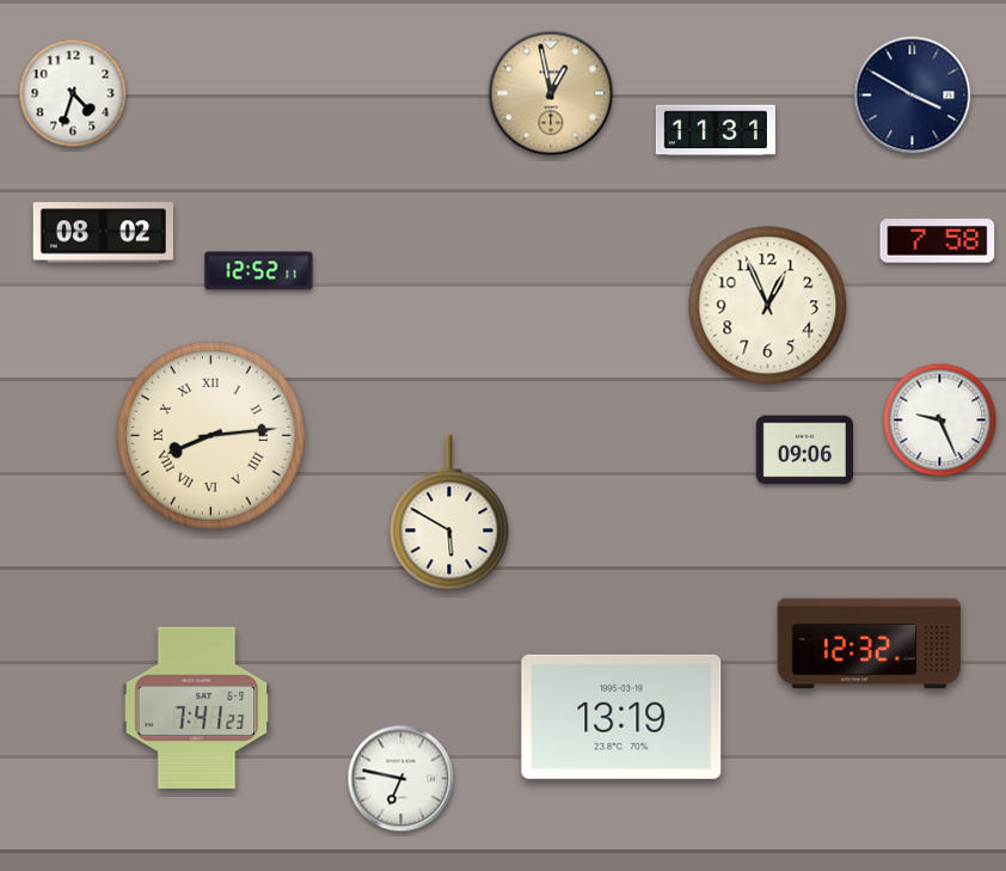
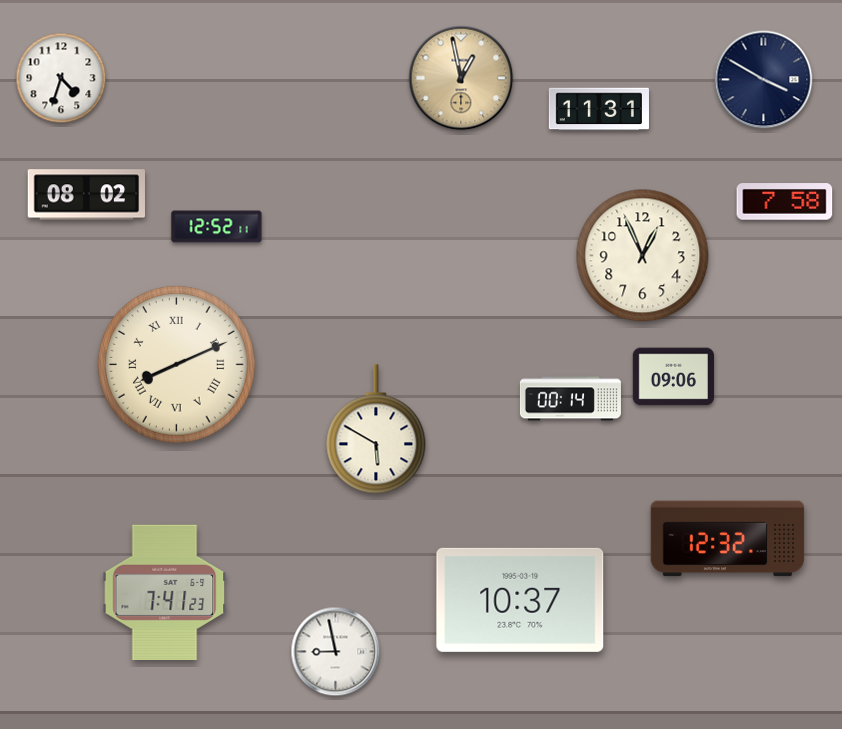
clock at (940, 421): 9:26 -> none
clock at (210, 435): 8:14 -> 8:11
clock at (570, 399): none -> 00:14
clock at (621, 717): 13:19 -> 10:37
clock at (401, 779): 6:47 -> 8:58
